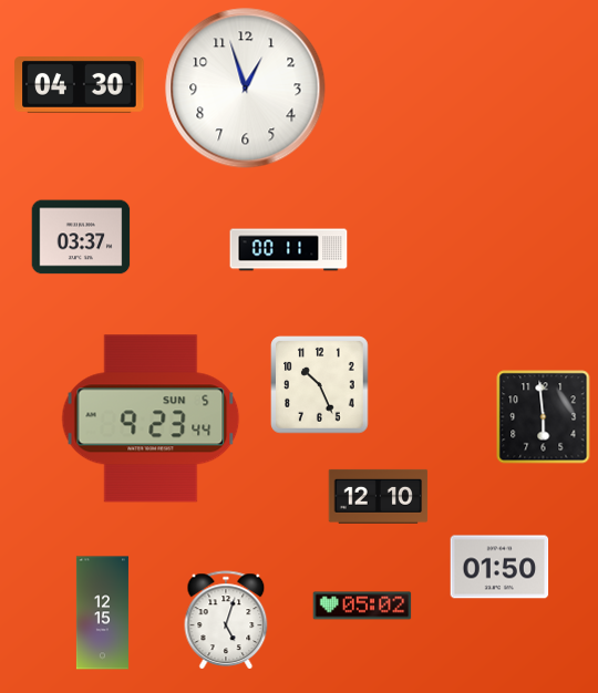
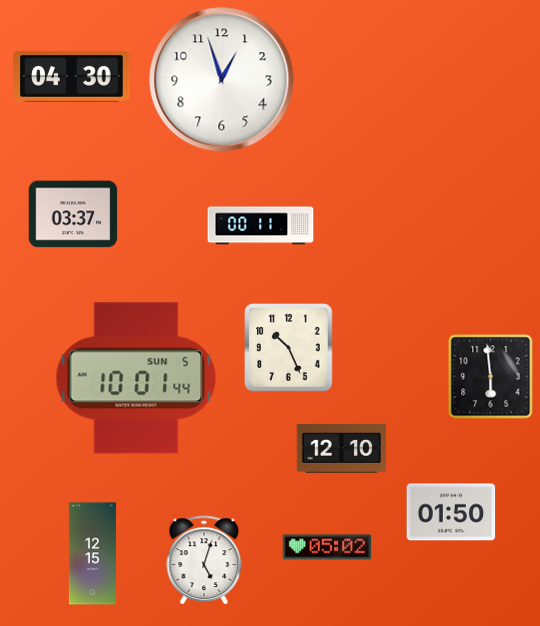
clock at (151, 418): 9:23 -> 10:01
